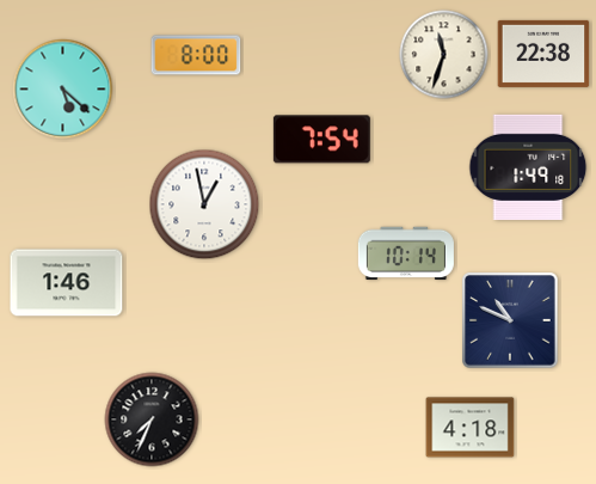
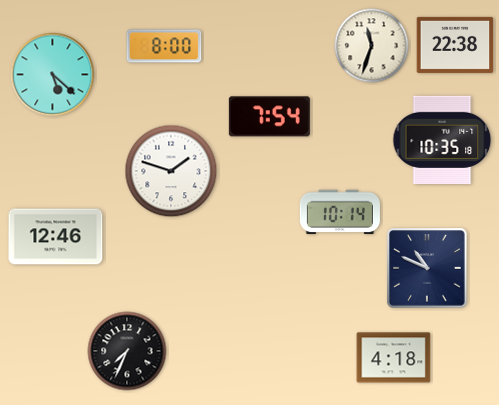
clock at (528, 167): 1:49 -> 10:35
clock at (204, 204): 12:58 -> 1:48
clock at (67, 283): 1:46 -> 12:46
